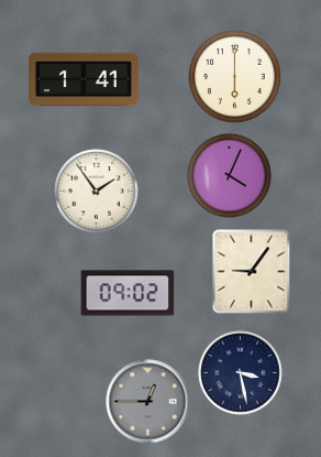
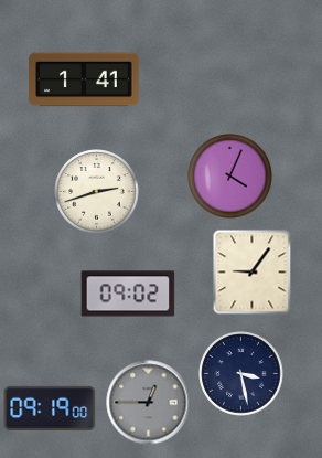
clock at (235, 77): 6:00 -> none
clock at (97, 192): 1:54 -> 2:42
clock at (50, 408): none -> 09:19
